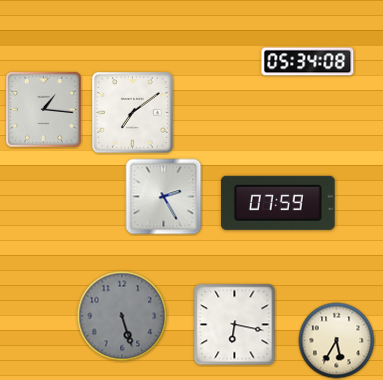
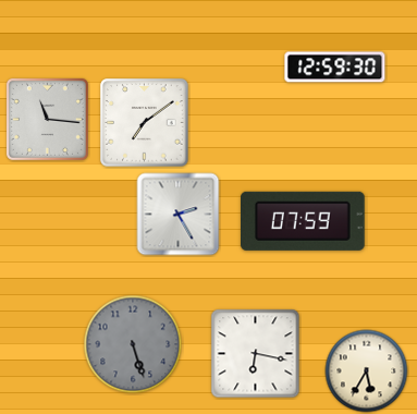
clock at (308, 62): 05:34 -> 12:59
clock at (43, 109): 1:16 -> 11:16
